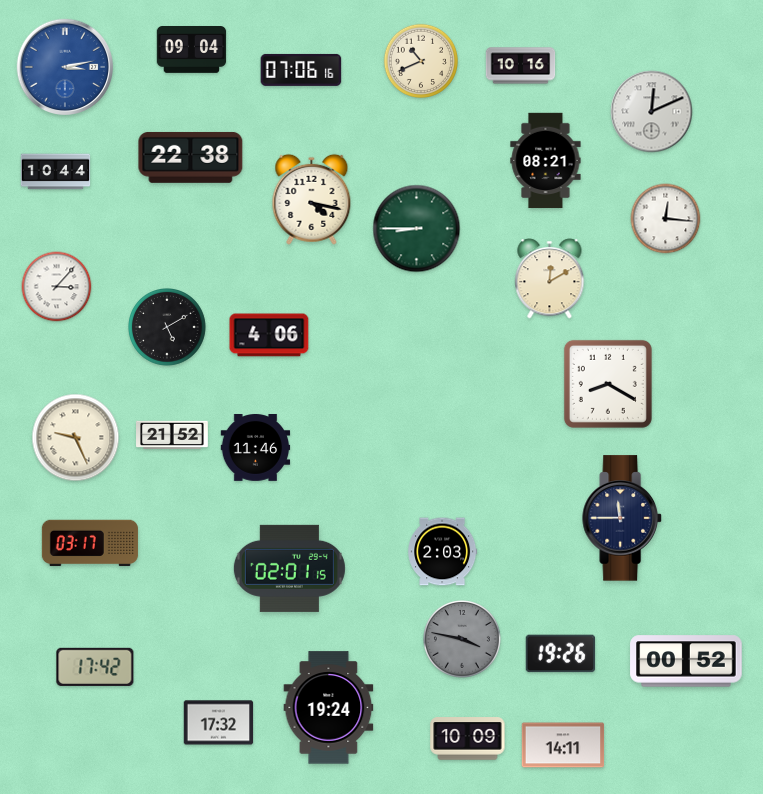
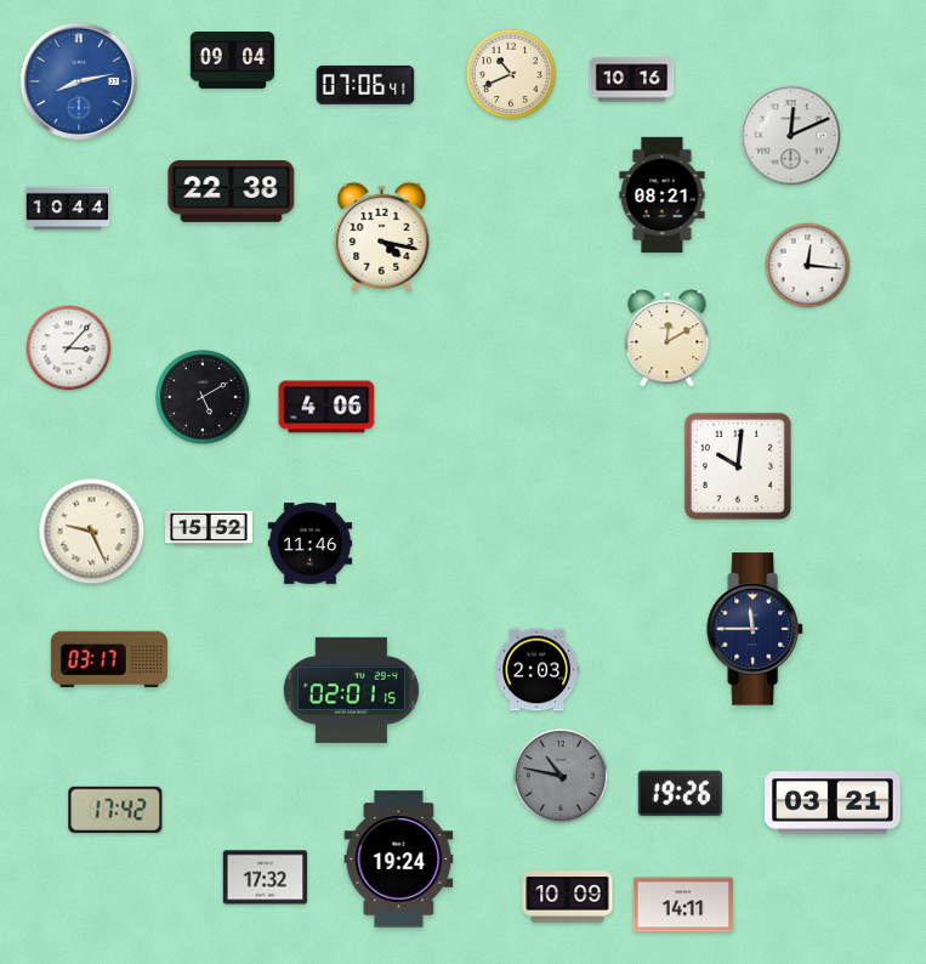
clock at (64, 66): 3:13 -> 8:13
clock at (301, 70): 07:06:16 -> 07:06:41
clock at (312, 199) position: (312, 199) -> (382, 237)
clock at (417, 229): 8:45 -> none
clock at (608, 384): 8:20 -> 10:01
clock at (173, 435): 21:52 -> 15:52
clock at (463, 640): 3:47 -> 10:47
clock at (686, 661): 00:52 -> 03:21
